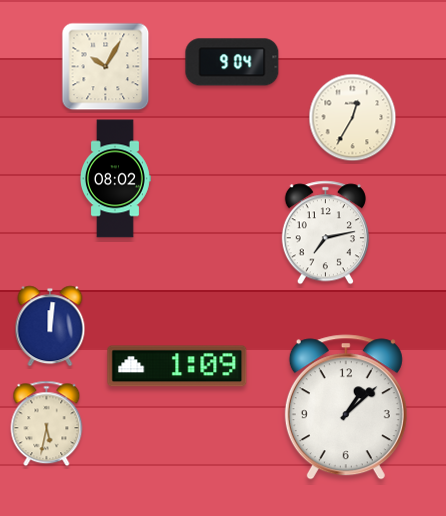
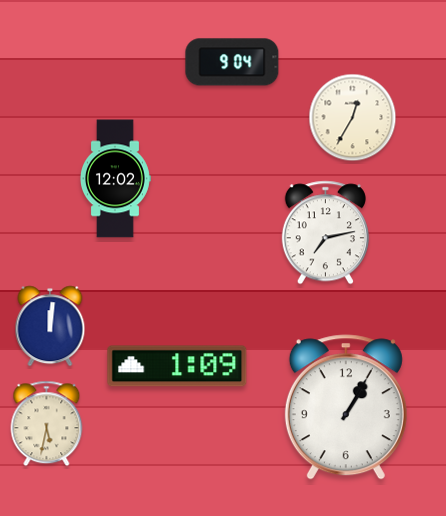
clock at (106, 67): 10:05 -> none
clock at (116, 179): 08:02 -> 12:02
clock at (346, 407): 1:08 -> 1:05
